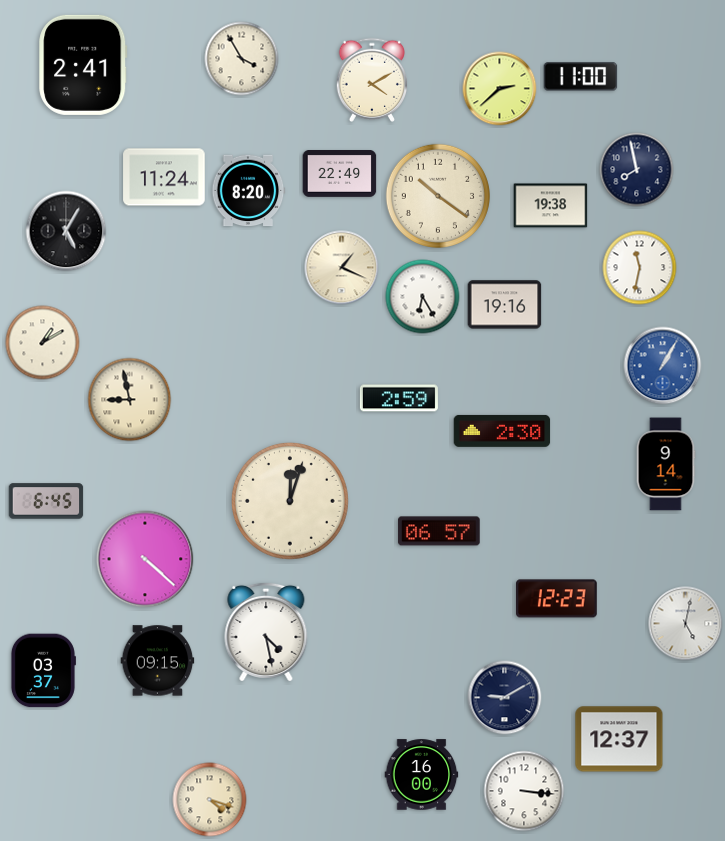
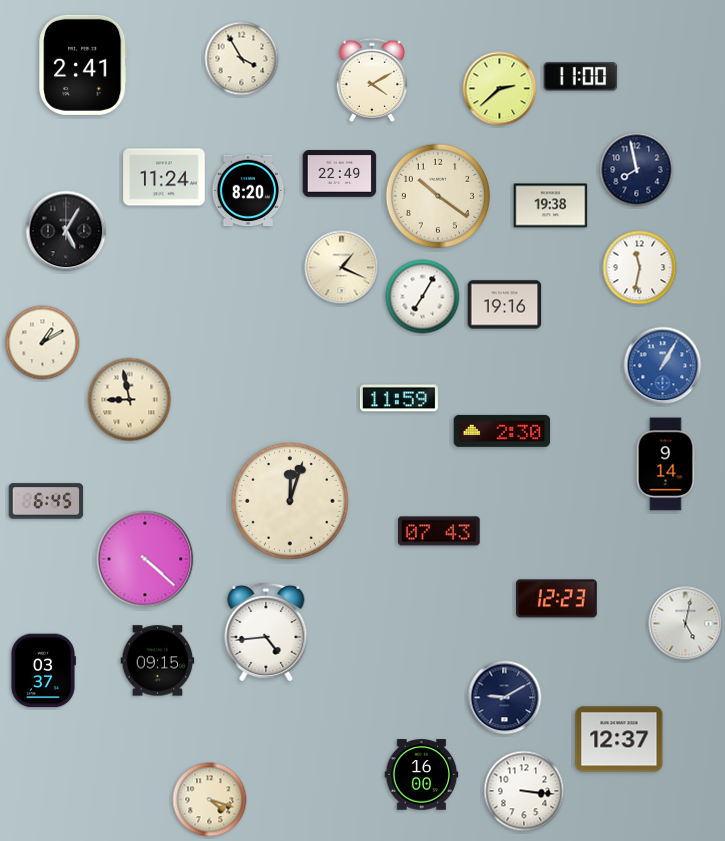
clock at (423, 297): 6:25 -> 7:05
clock at (399, 398): 2:59 -> 11:59
clock at (439, 531): 06:57 -> 07:43
clock at (266, 632): 4:28 -> 4:44
